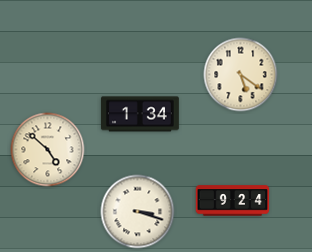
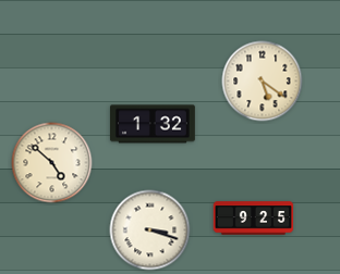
clock at (140, 114): 1:34 -> 1:32
clock at (233, 201): 9:24 -> 9:25
